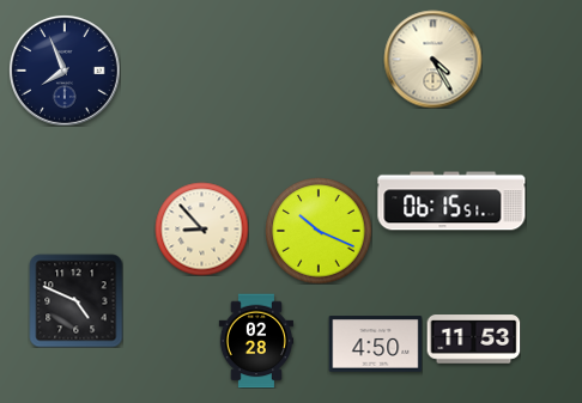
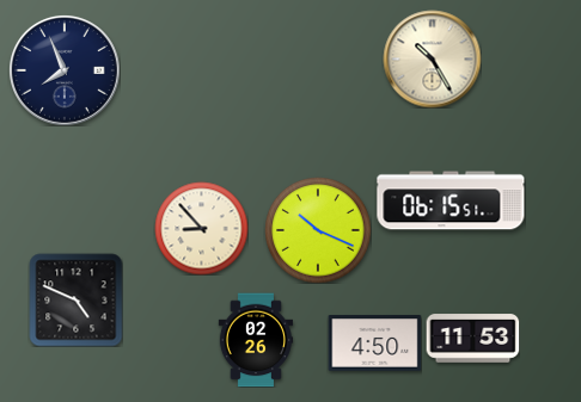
clock at (432, 59): 4:25 -> 10:25
clock at (255, 341): 02:28 -> 02:26
